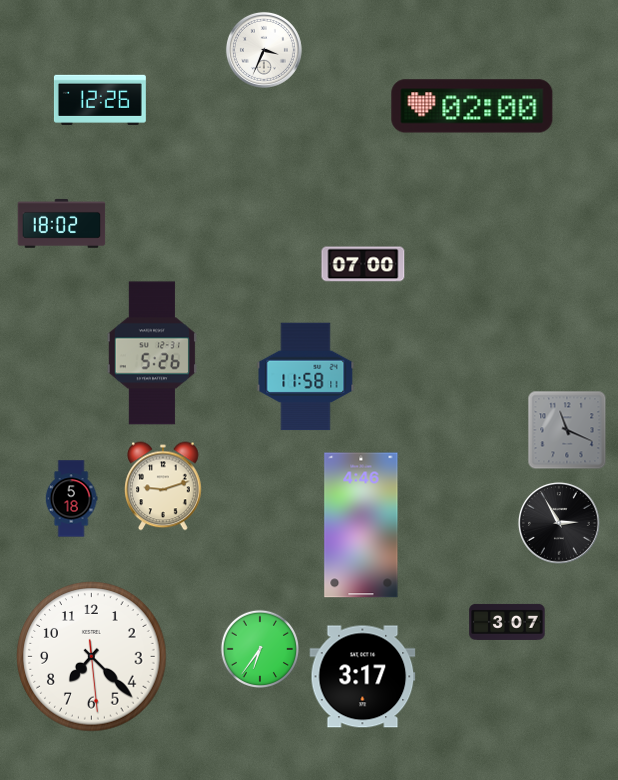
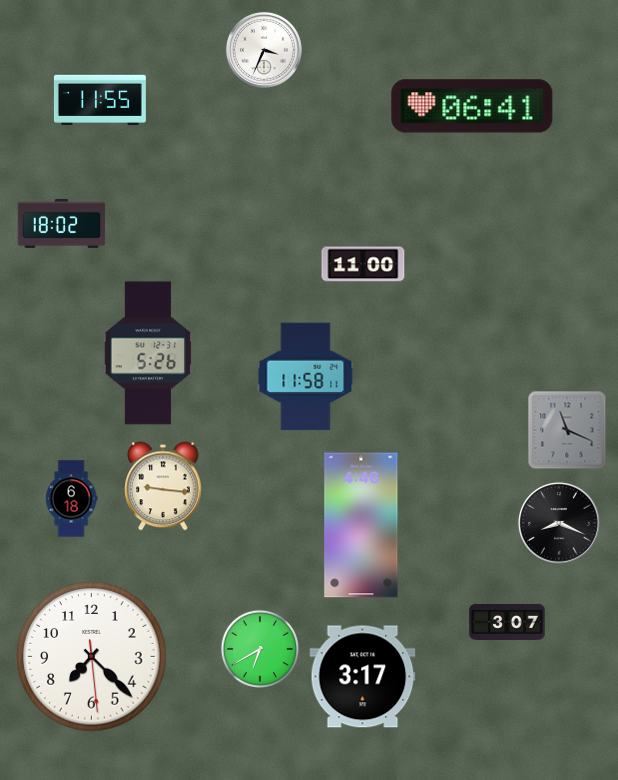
clock at (100, 100): 12:26 -> 11:55
clock at (472, 106): 02:00 -> 06:41
clock at (363, 264): 07:00 -> 11:00
clock at (152, 353) position: (152, 353) -> (148, 353)
clock at (163, 486): 9:12 -> 9:16
clock at (71, 499): 5:18 -> 6:18
clock at (559, 523): 2:55 -> 8:19
clock at (259, 648): 6:36 -> 6:40
